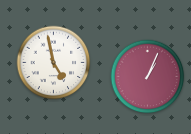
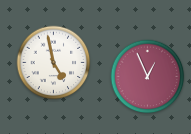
clock at (148, 77): 1:04 -> 12:56
